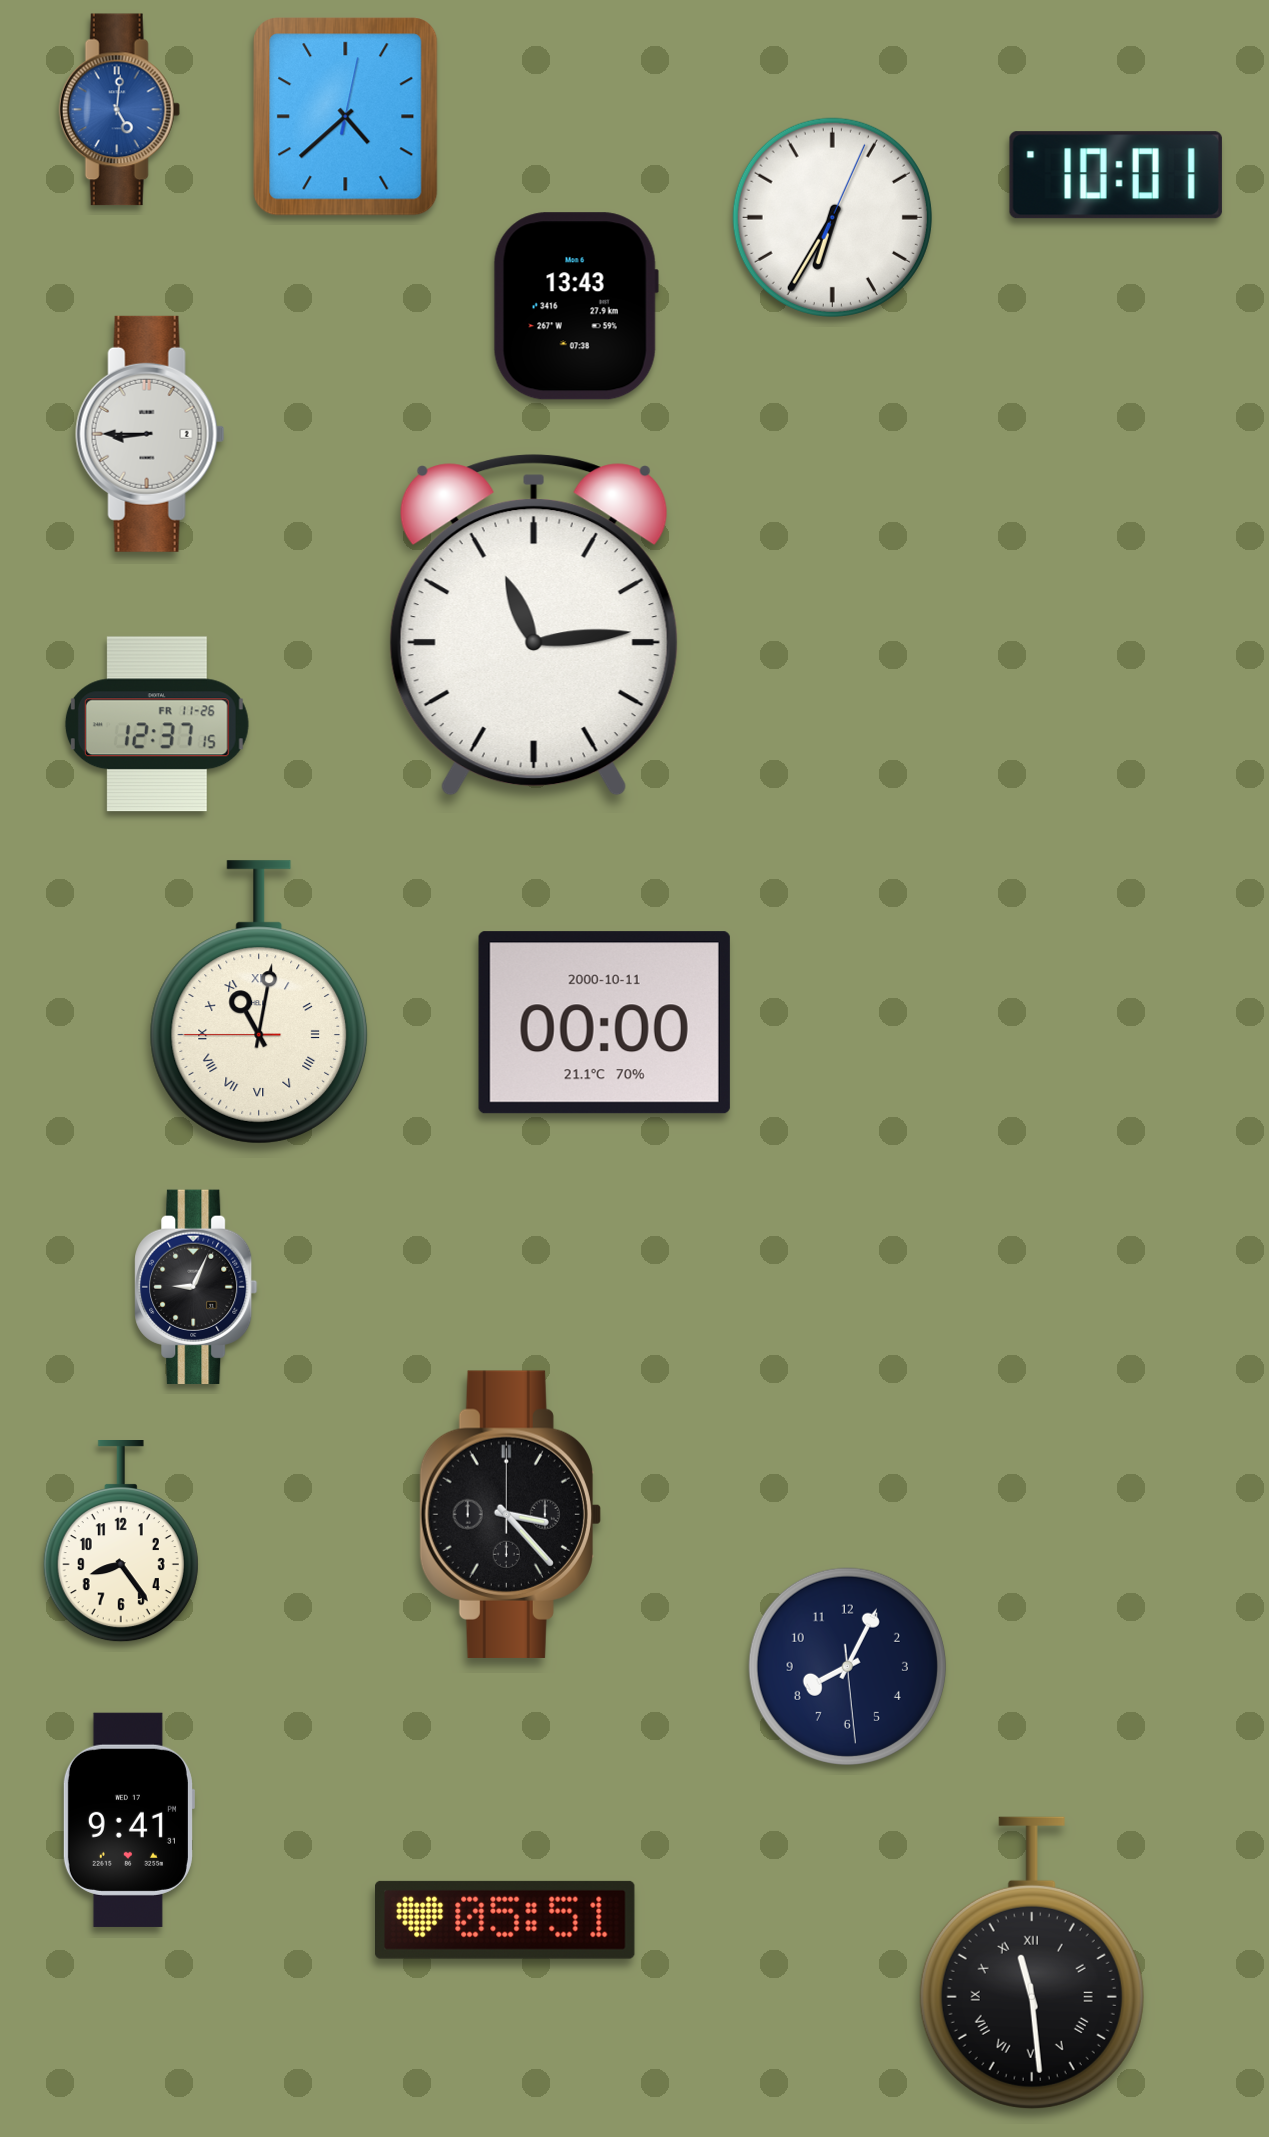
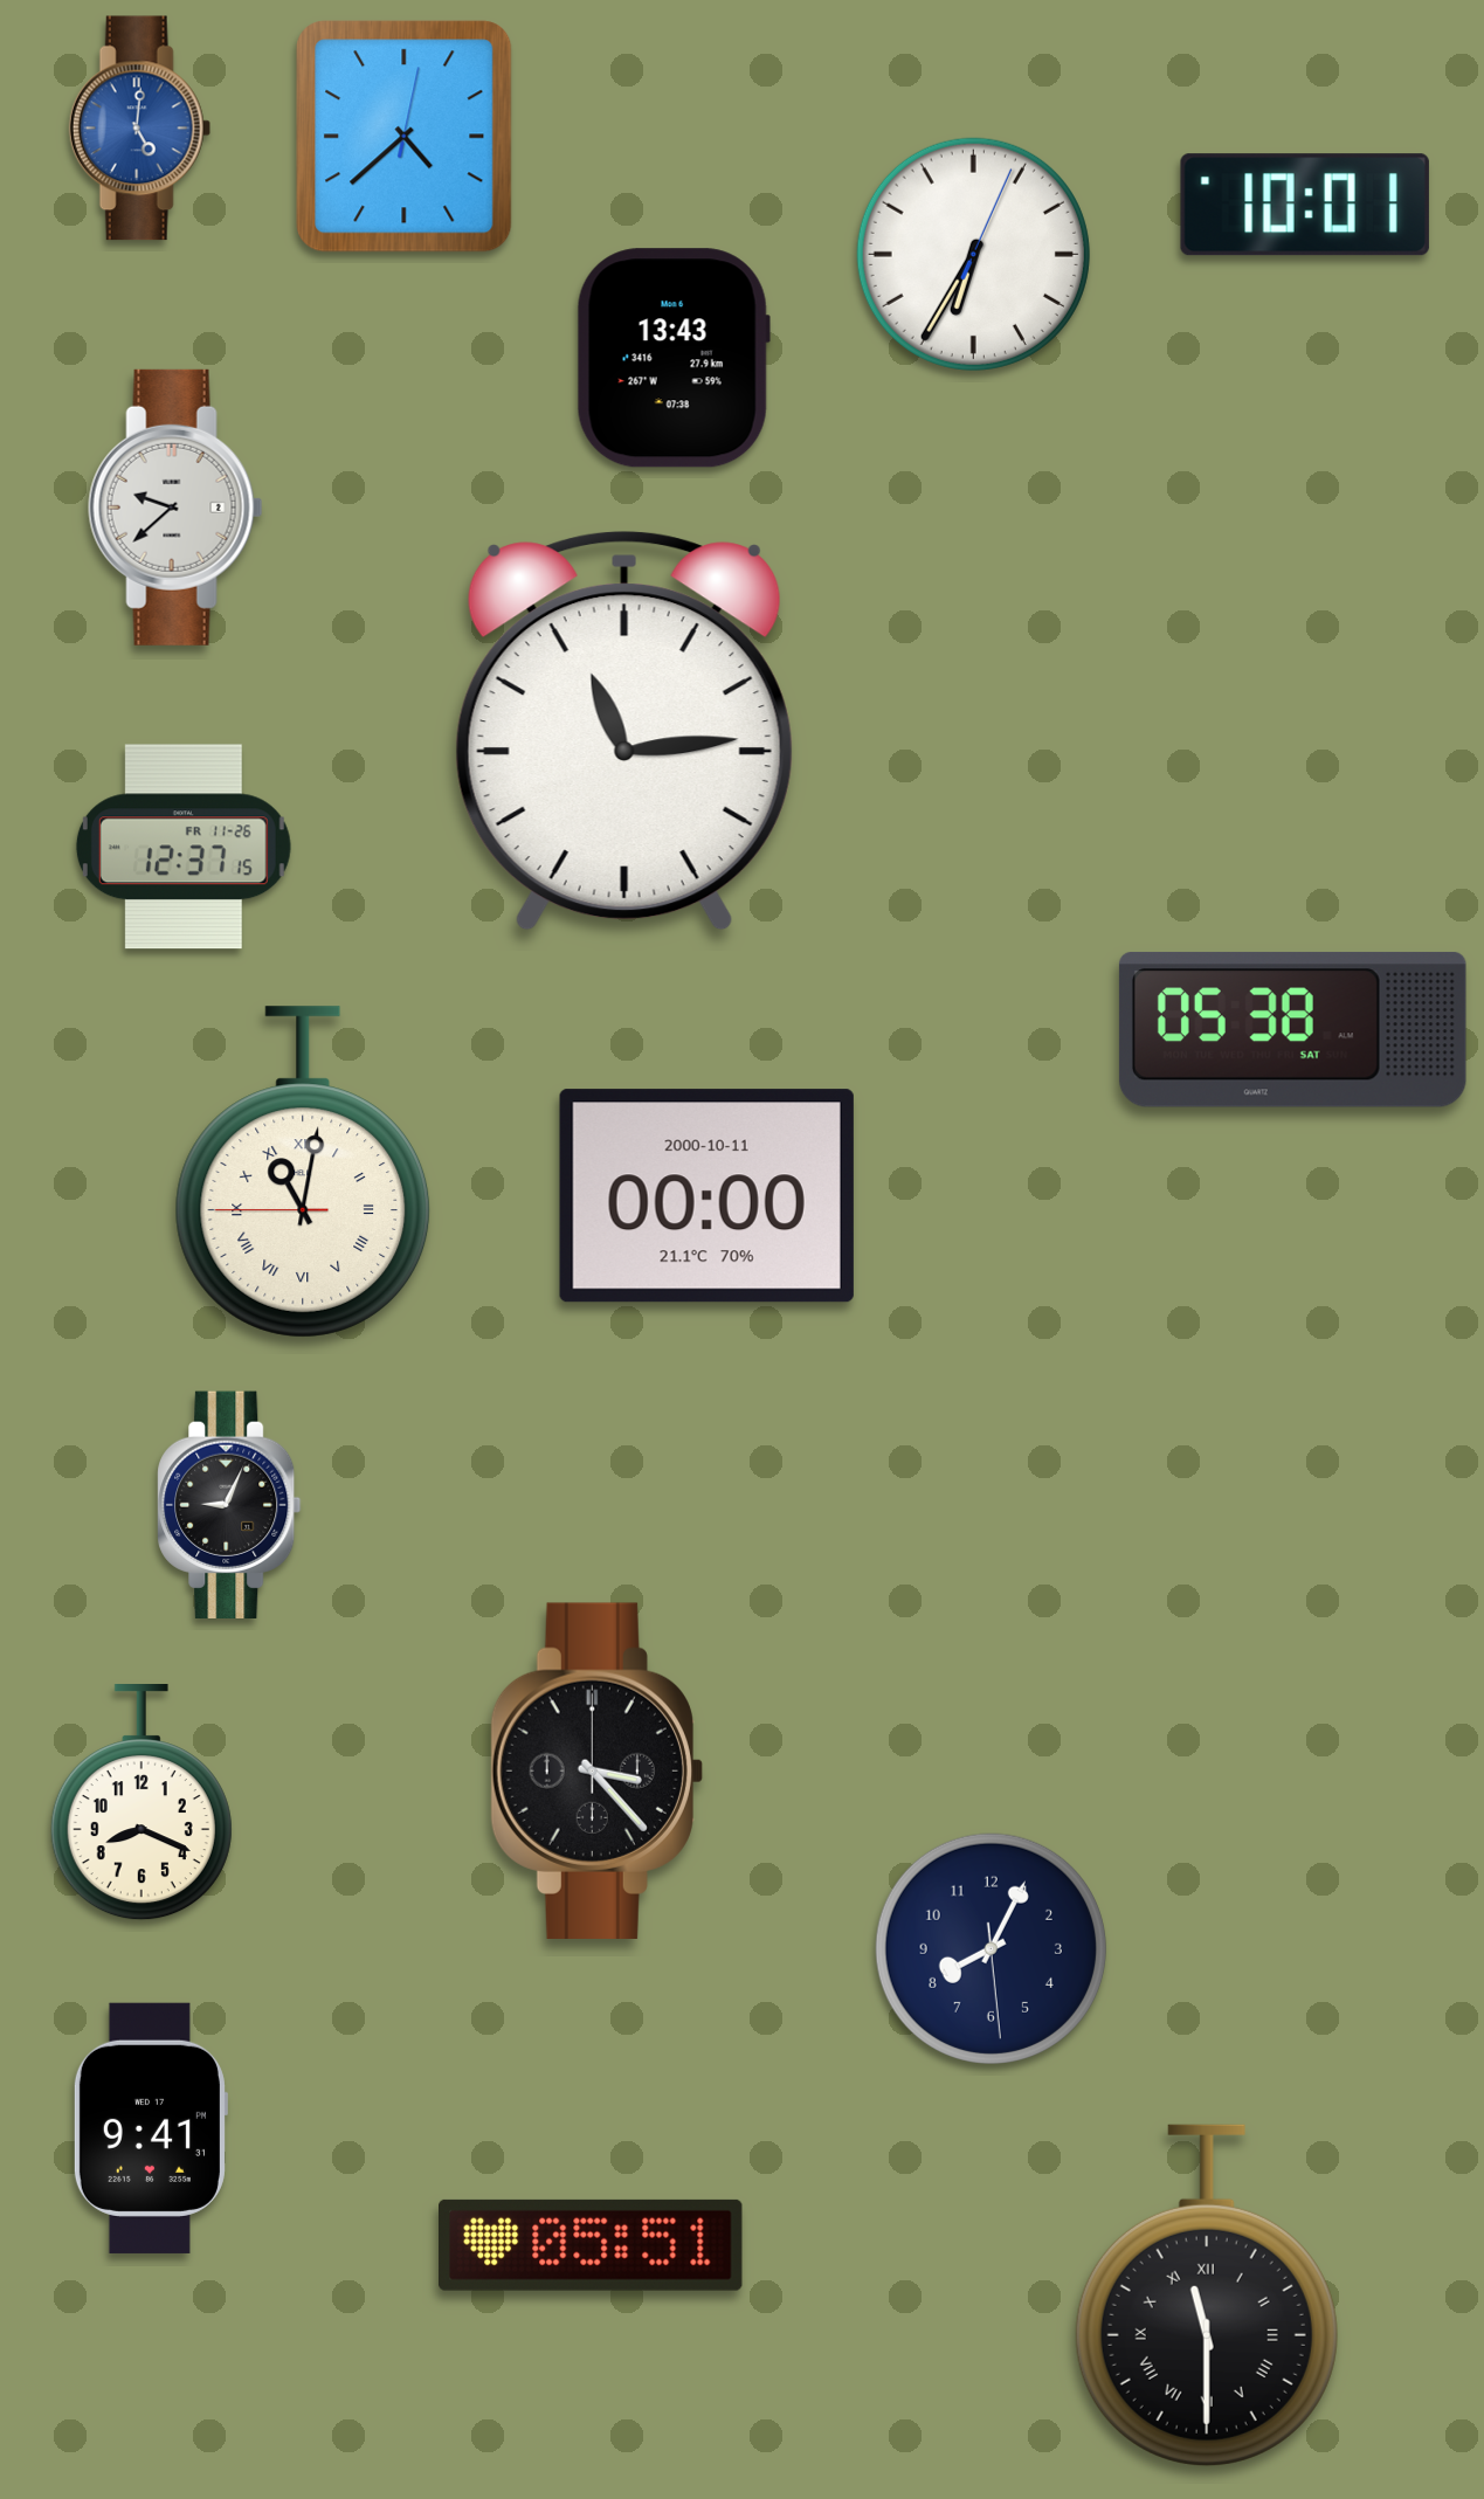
clock at (150, 434): 8:45 -> 9:38
clock at (1292, 1029): none -> 05:38
clock at (121, 1542): 8:24 -> 8:19
clock at (1032, 1963): 11:29 -> 11:30
